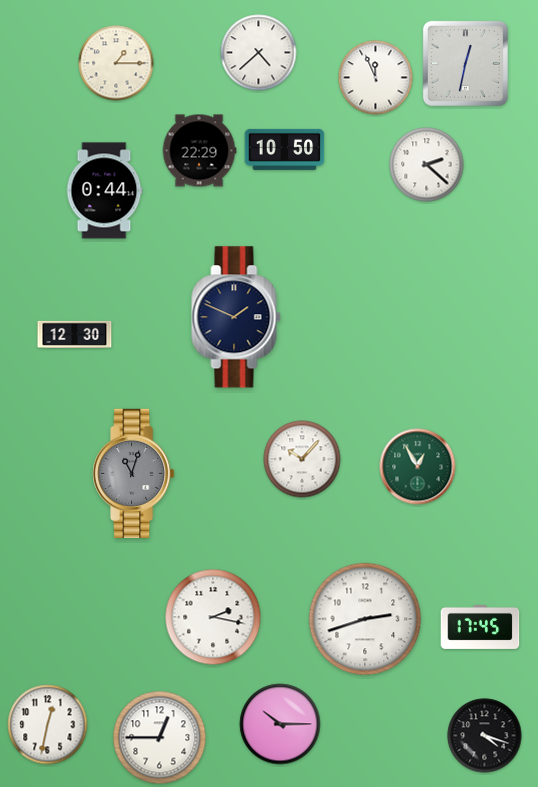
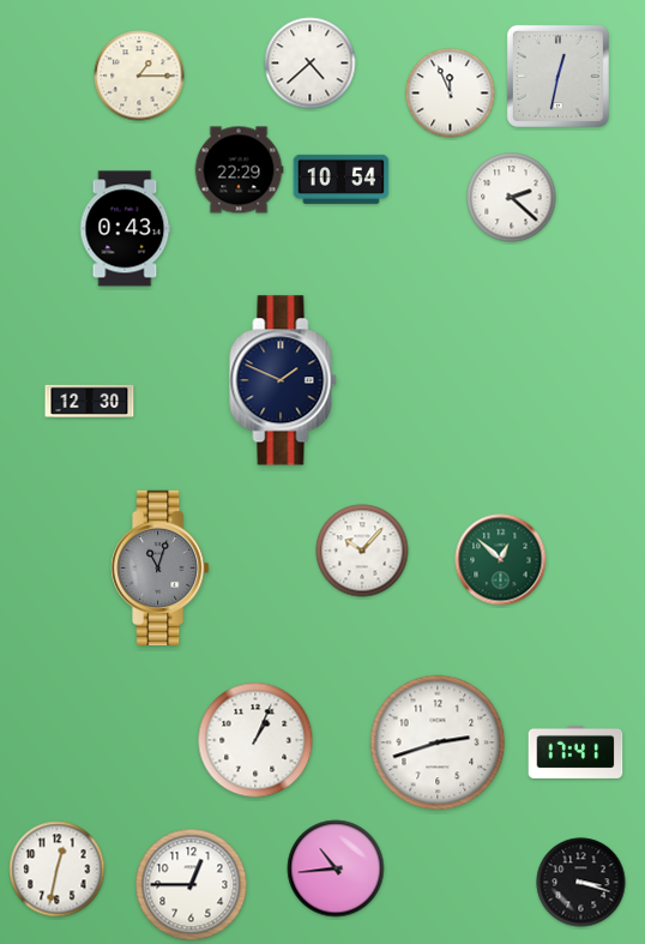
clock at (285, 149): 10:50 -> 10:54
clock at (199, 151) position: (199, 151) -> (239, 170)
clock at (104, 191): 0:44 -> 0:43
clock at (418, 467): 12:55 -> 12:52
clock at (213, 617): 2:17 -> 1:04
clock at (480, 627): 17:45 -> 17:41
clock at (280, 724): 10:15 -> 10:44
clock at (485, 736): 4:18 -> 3:18
